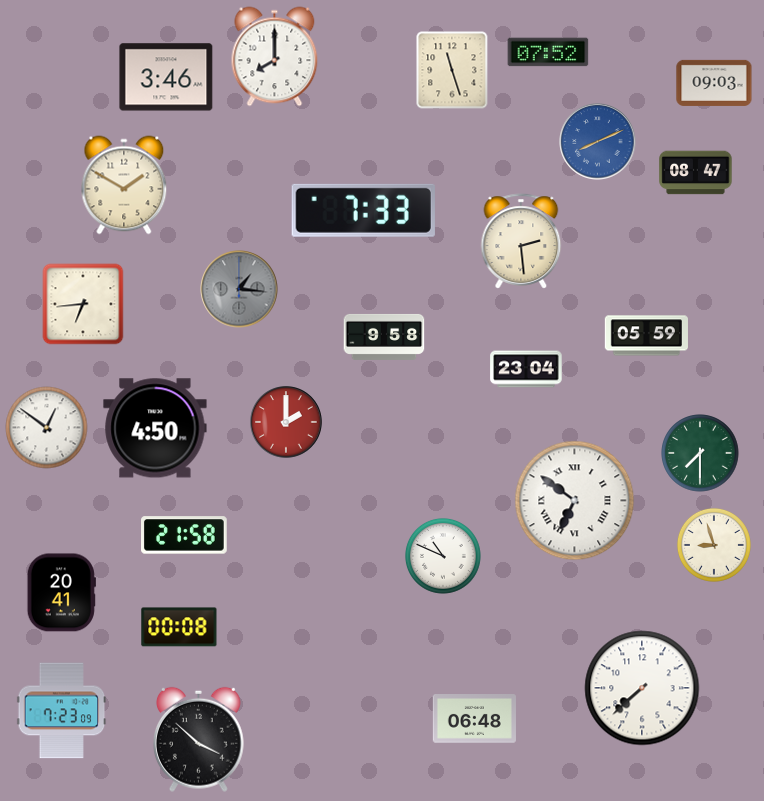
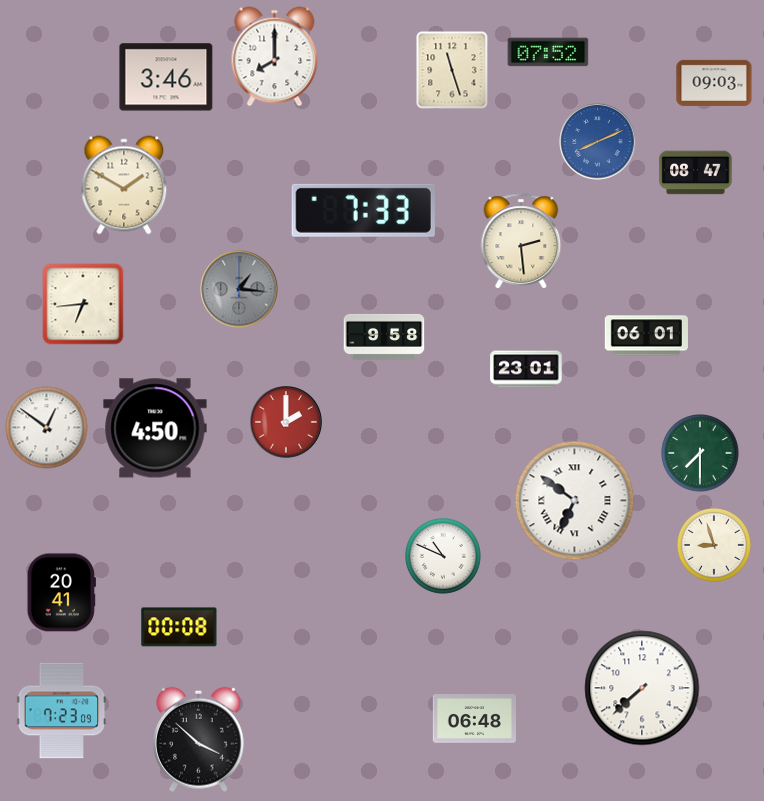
clock at (646, 336): 05:59 -> 06:01
clock at (526, 369): 23:04 -> 23:01
clock at (185, 535): 21:58 -> none
